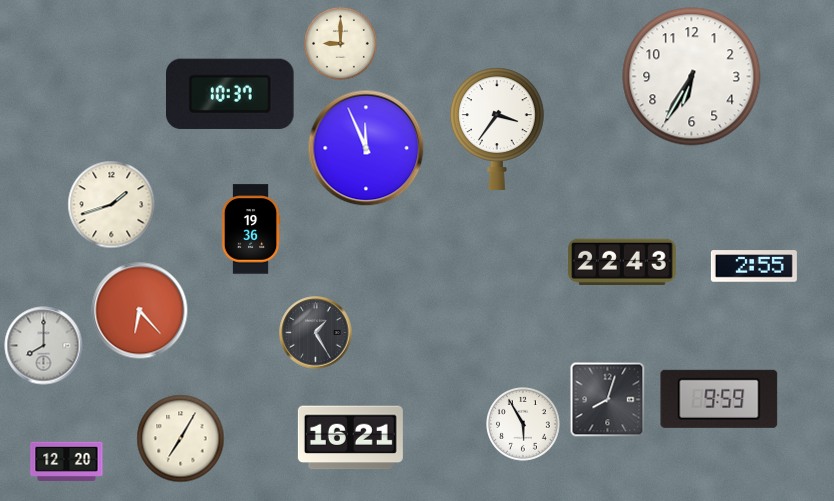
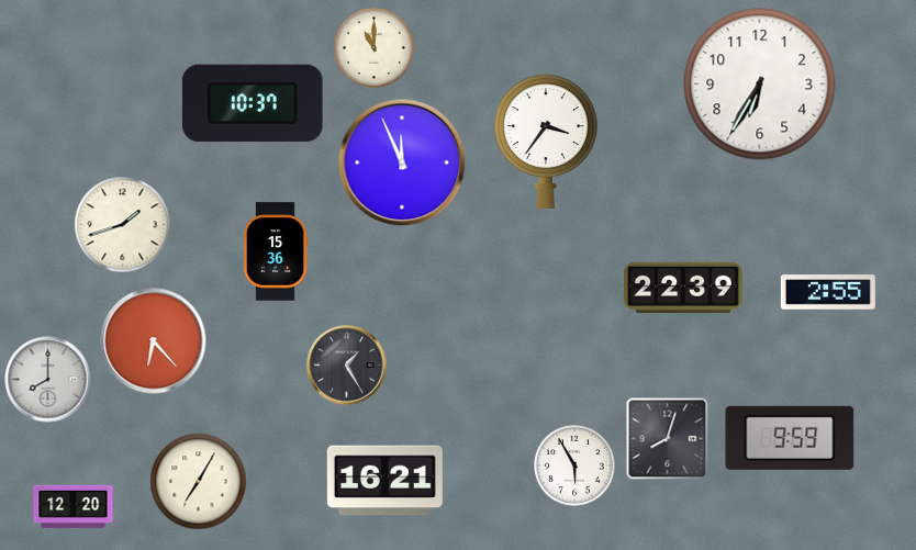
clock at (340, 43): 9:00 -> 11:00
clock at (251, 229): 19:36 -> 15:36
clock at (622, 262): 22:43 -> 22:39
